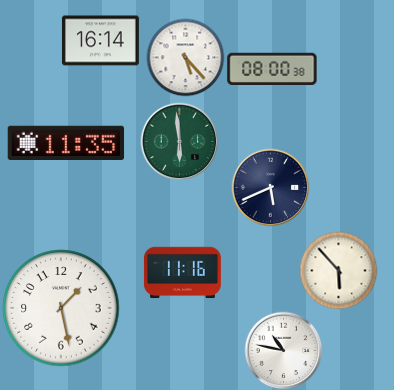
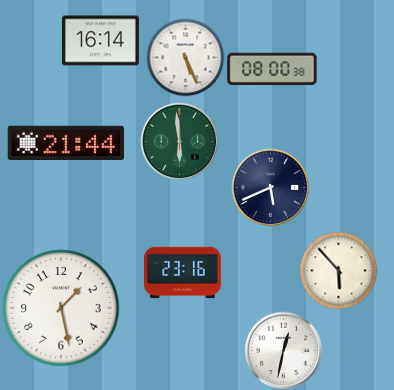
clock at (185, 57): 5:23 -> 5:26
clock at (66, 143): 11:35 -> 21:44
clock at (182, 273): 11:16 -> 23:16
clock at (283, 350): 10:47 -> 12:32
